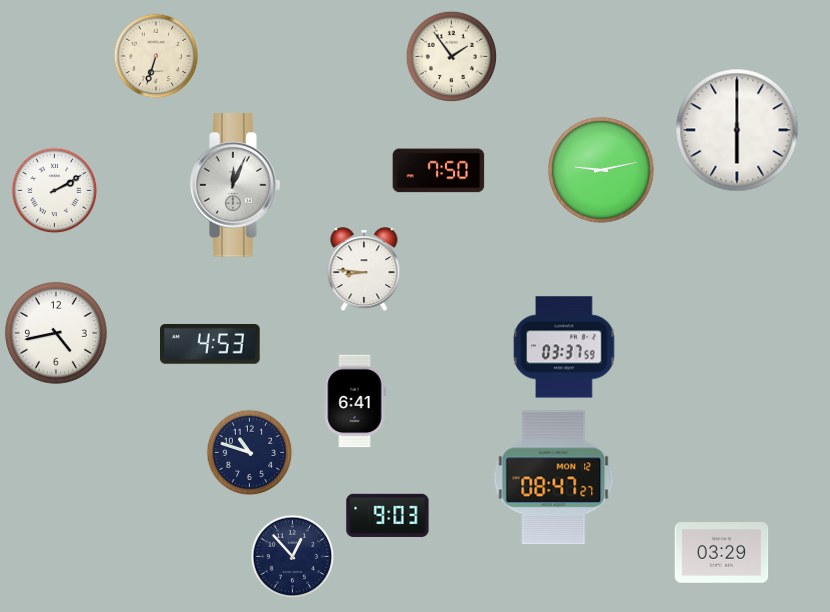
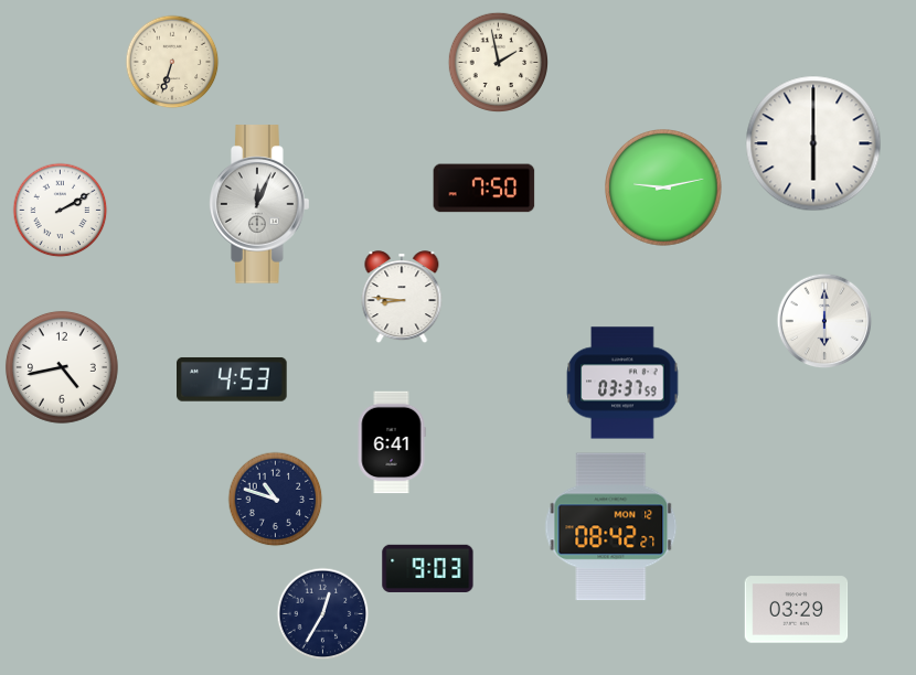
clock at (451, 56): 1:54 -> 1:58
clock at (824, 321): none -> 6:00
clock at (554, 478): 08:47 -> 08:42
clock at (293, 557): 12:53 -> 12:35
